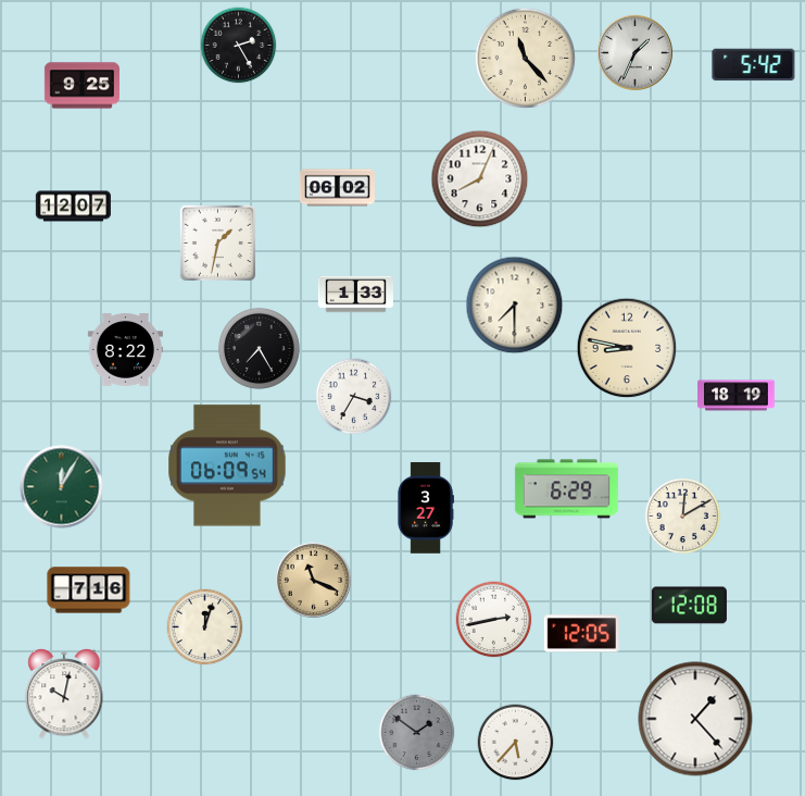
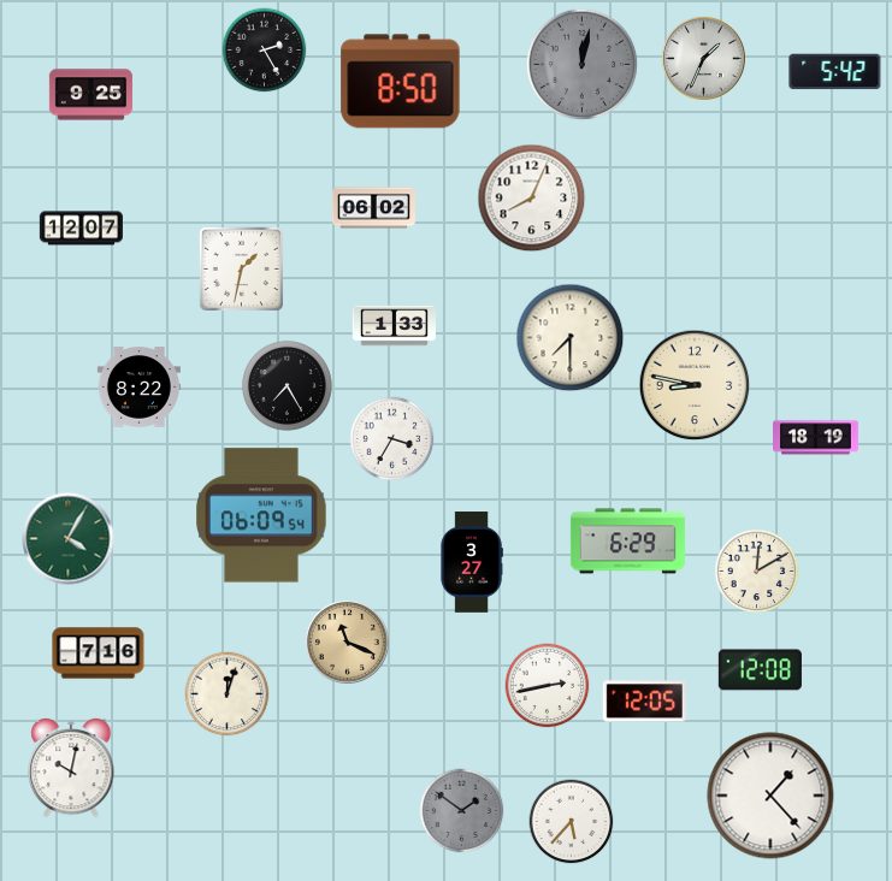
clock at (526, 59): 11:23 -> 12:02
clock at (526, 59) dial: cream -> grey
clock at (401, 82): none -> 8:50
clock at (227, 465) position: (227, 465) -> (261, 515)
clock at (62, 487): 12:05 -> 4:05
clock at (689, 606) position: (689, 606) -> (760, 670)
